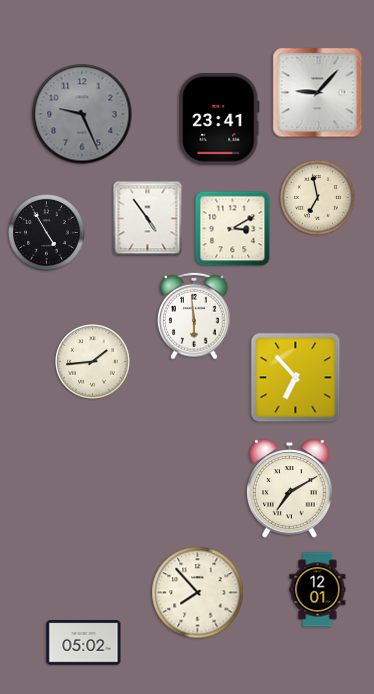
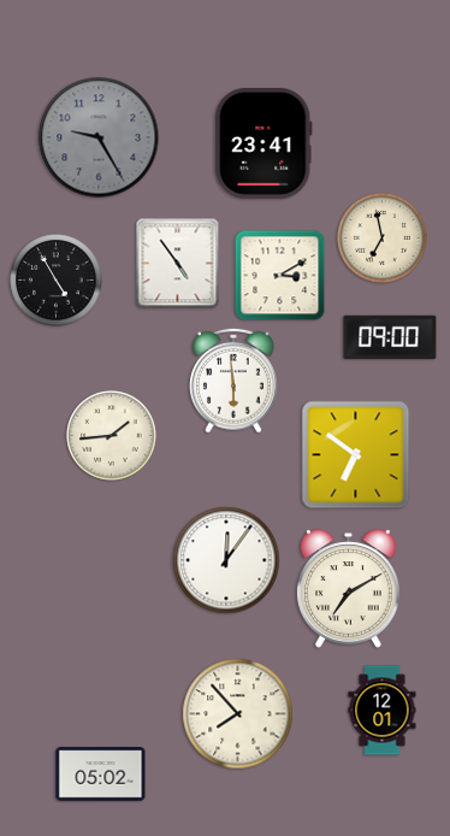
clock at (318, 93): 9:07 -> none
clock at (82, 114): 9:26 -> 9:25
clock at (390, 337): none -> 09:00
clock at (296, 378): 6:53 -> 6:51
clock at (226, 560): none -> 12:06
